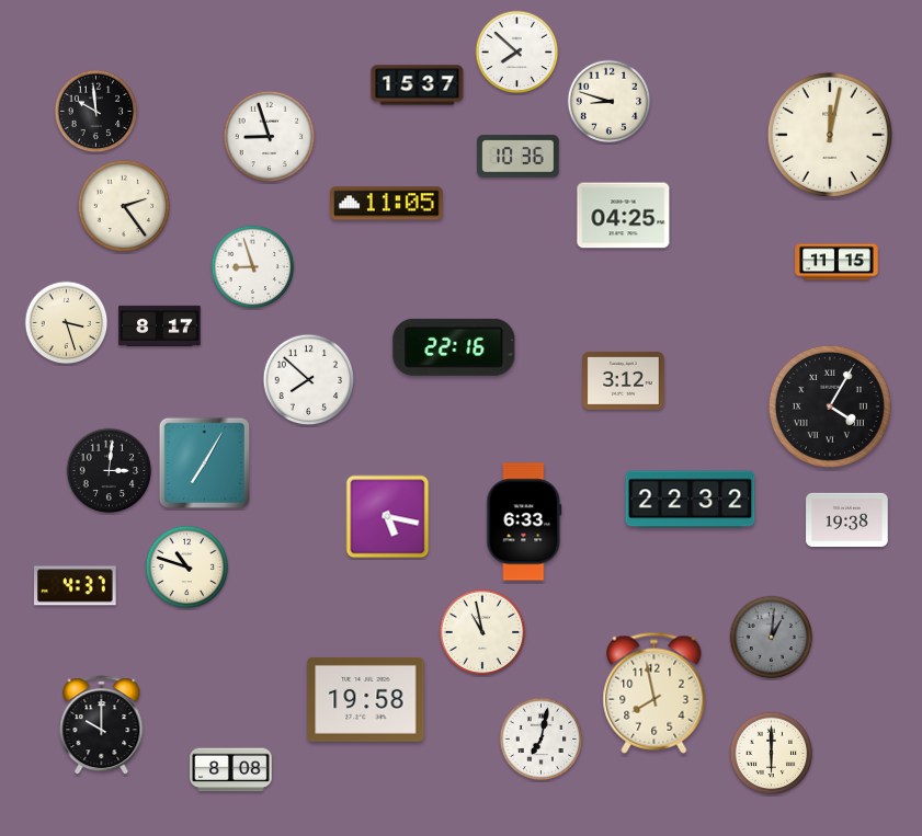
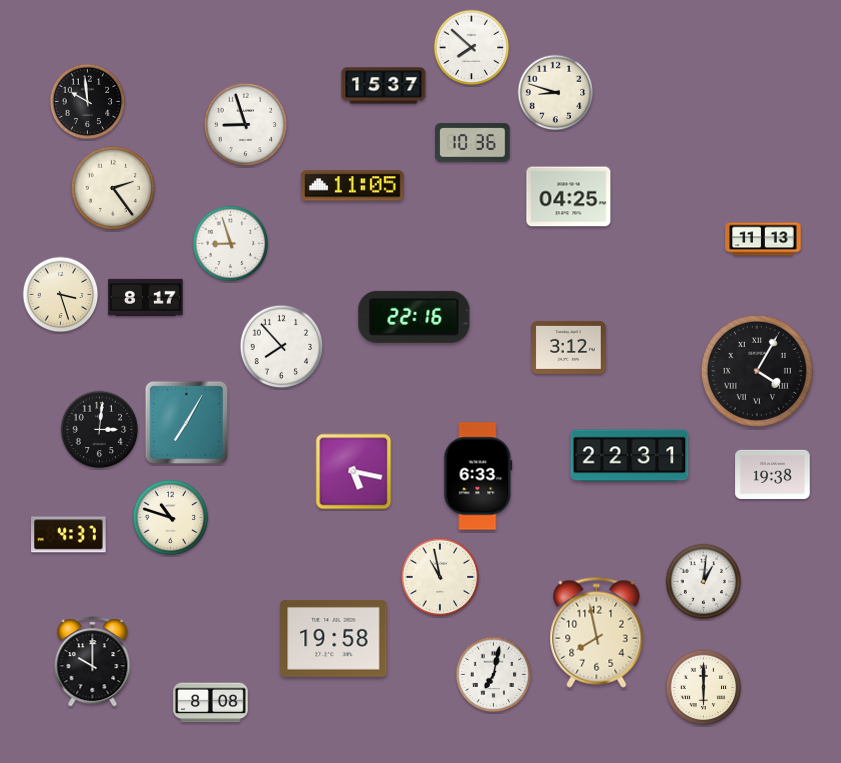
clock at (418, 85) position: (418, 85) -> (384, 86)
clock at (830, 135): 12:02 -> none
clock at (836, 262): 11:15 -> 11:13
clock at (309, 380): 7:52 -> 7:53
clock at (691, 500): 22:32 -> 22:31
clock at (772, 638) dial: grey -> white
